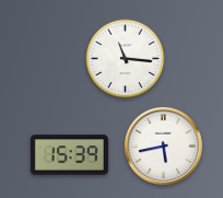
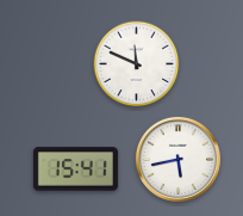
clock at (126, 59): 11:16 -> 11:49
clock at (69, 155): 15:39 -> 15:41
